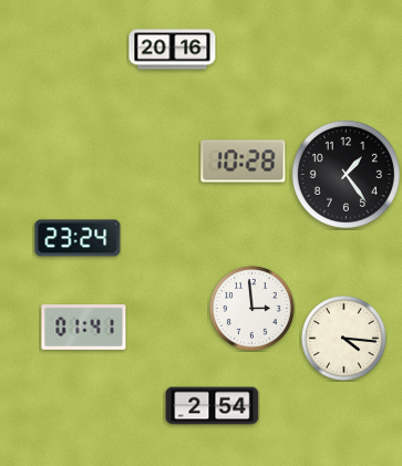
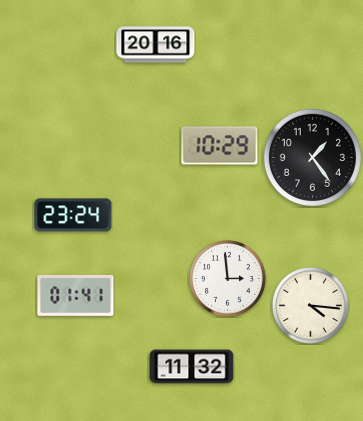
clock at (244, 162): 10:28 -> 10:29
clock at (78, 238) position: (78, 238) -> (73, 215)
clock at (213, 406): 2:54 -> 11:32
